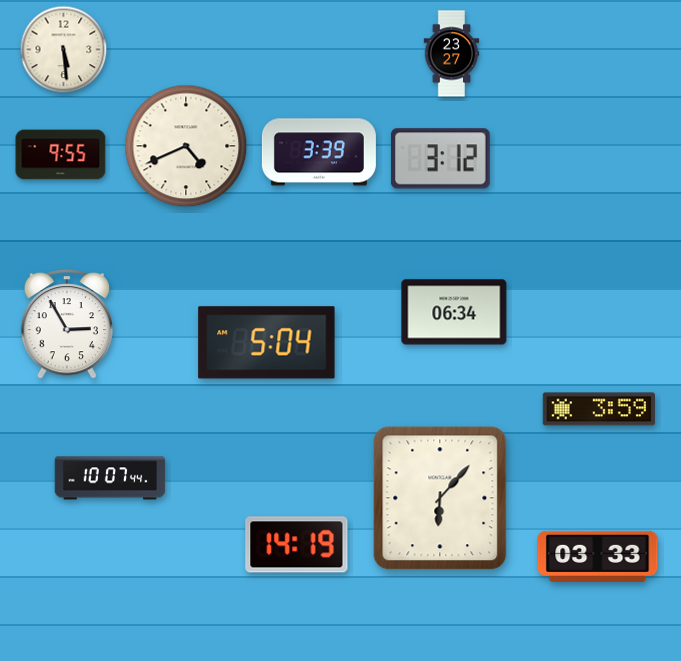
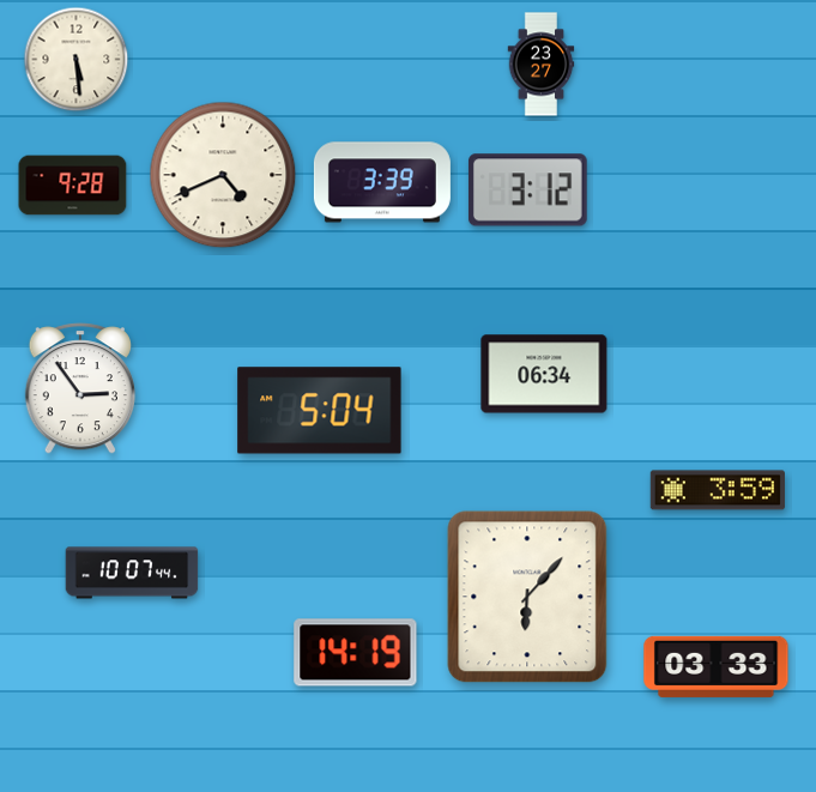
clock at (61, 155): 9:55 -> 9:28
clock at (67, 324): 2:55 -> 2:54
